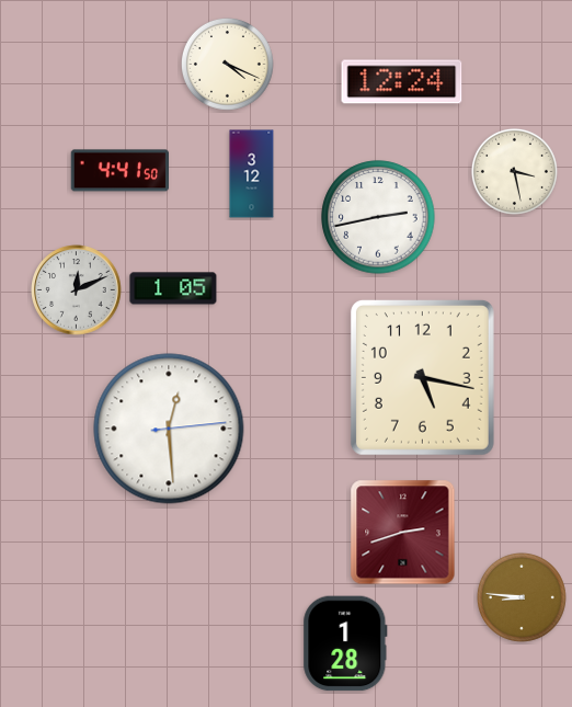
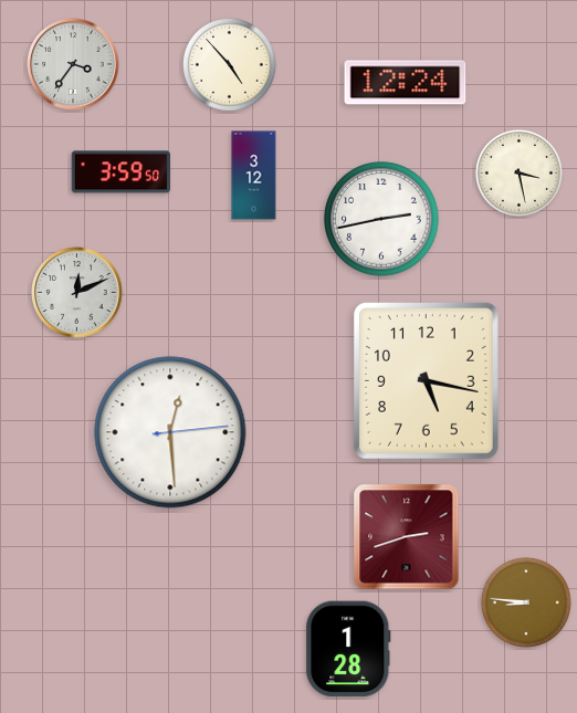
clock at (73, 64): none -> 3:36
clock at (227, 64): 4:19 -> 4:53
clock at (119, 171): 4:41 -> 3:59
clock at (173, 288): 1:05 -> none
